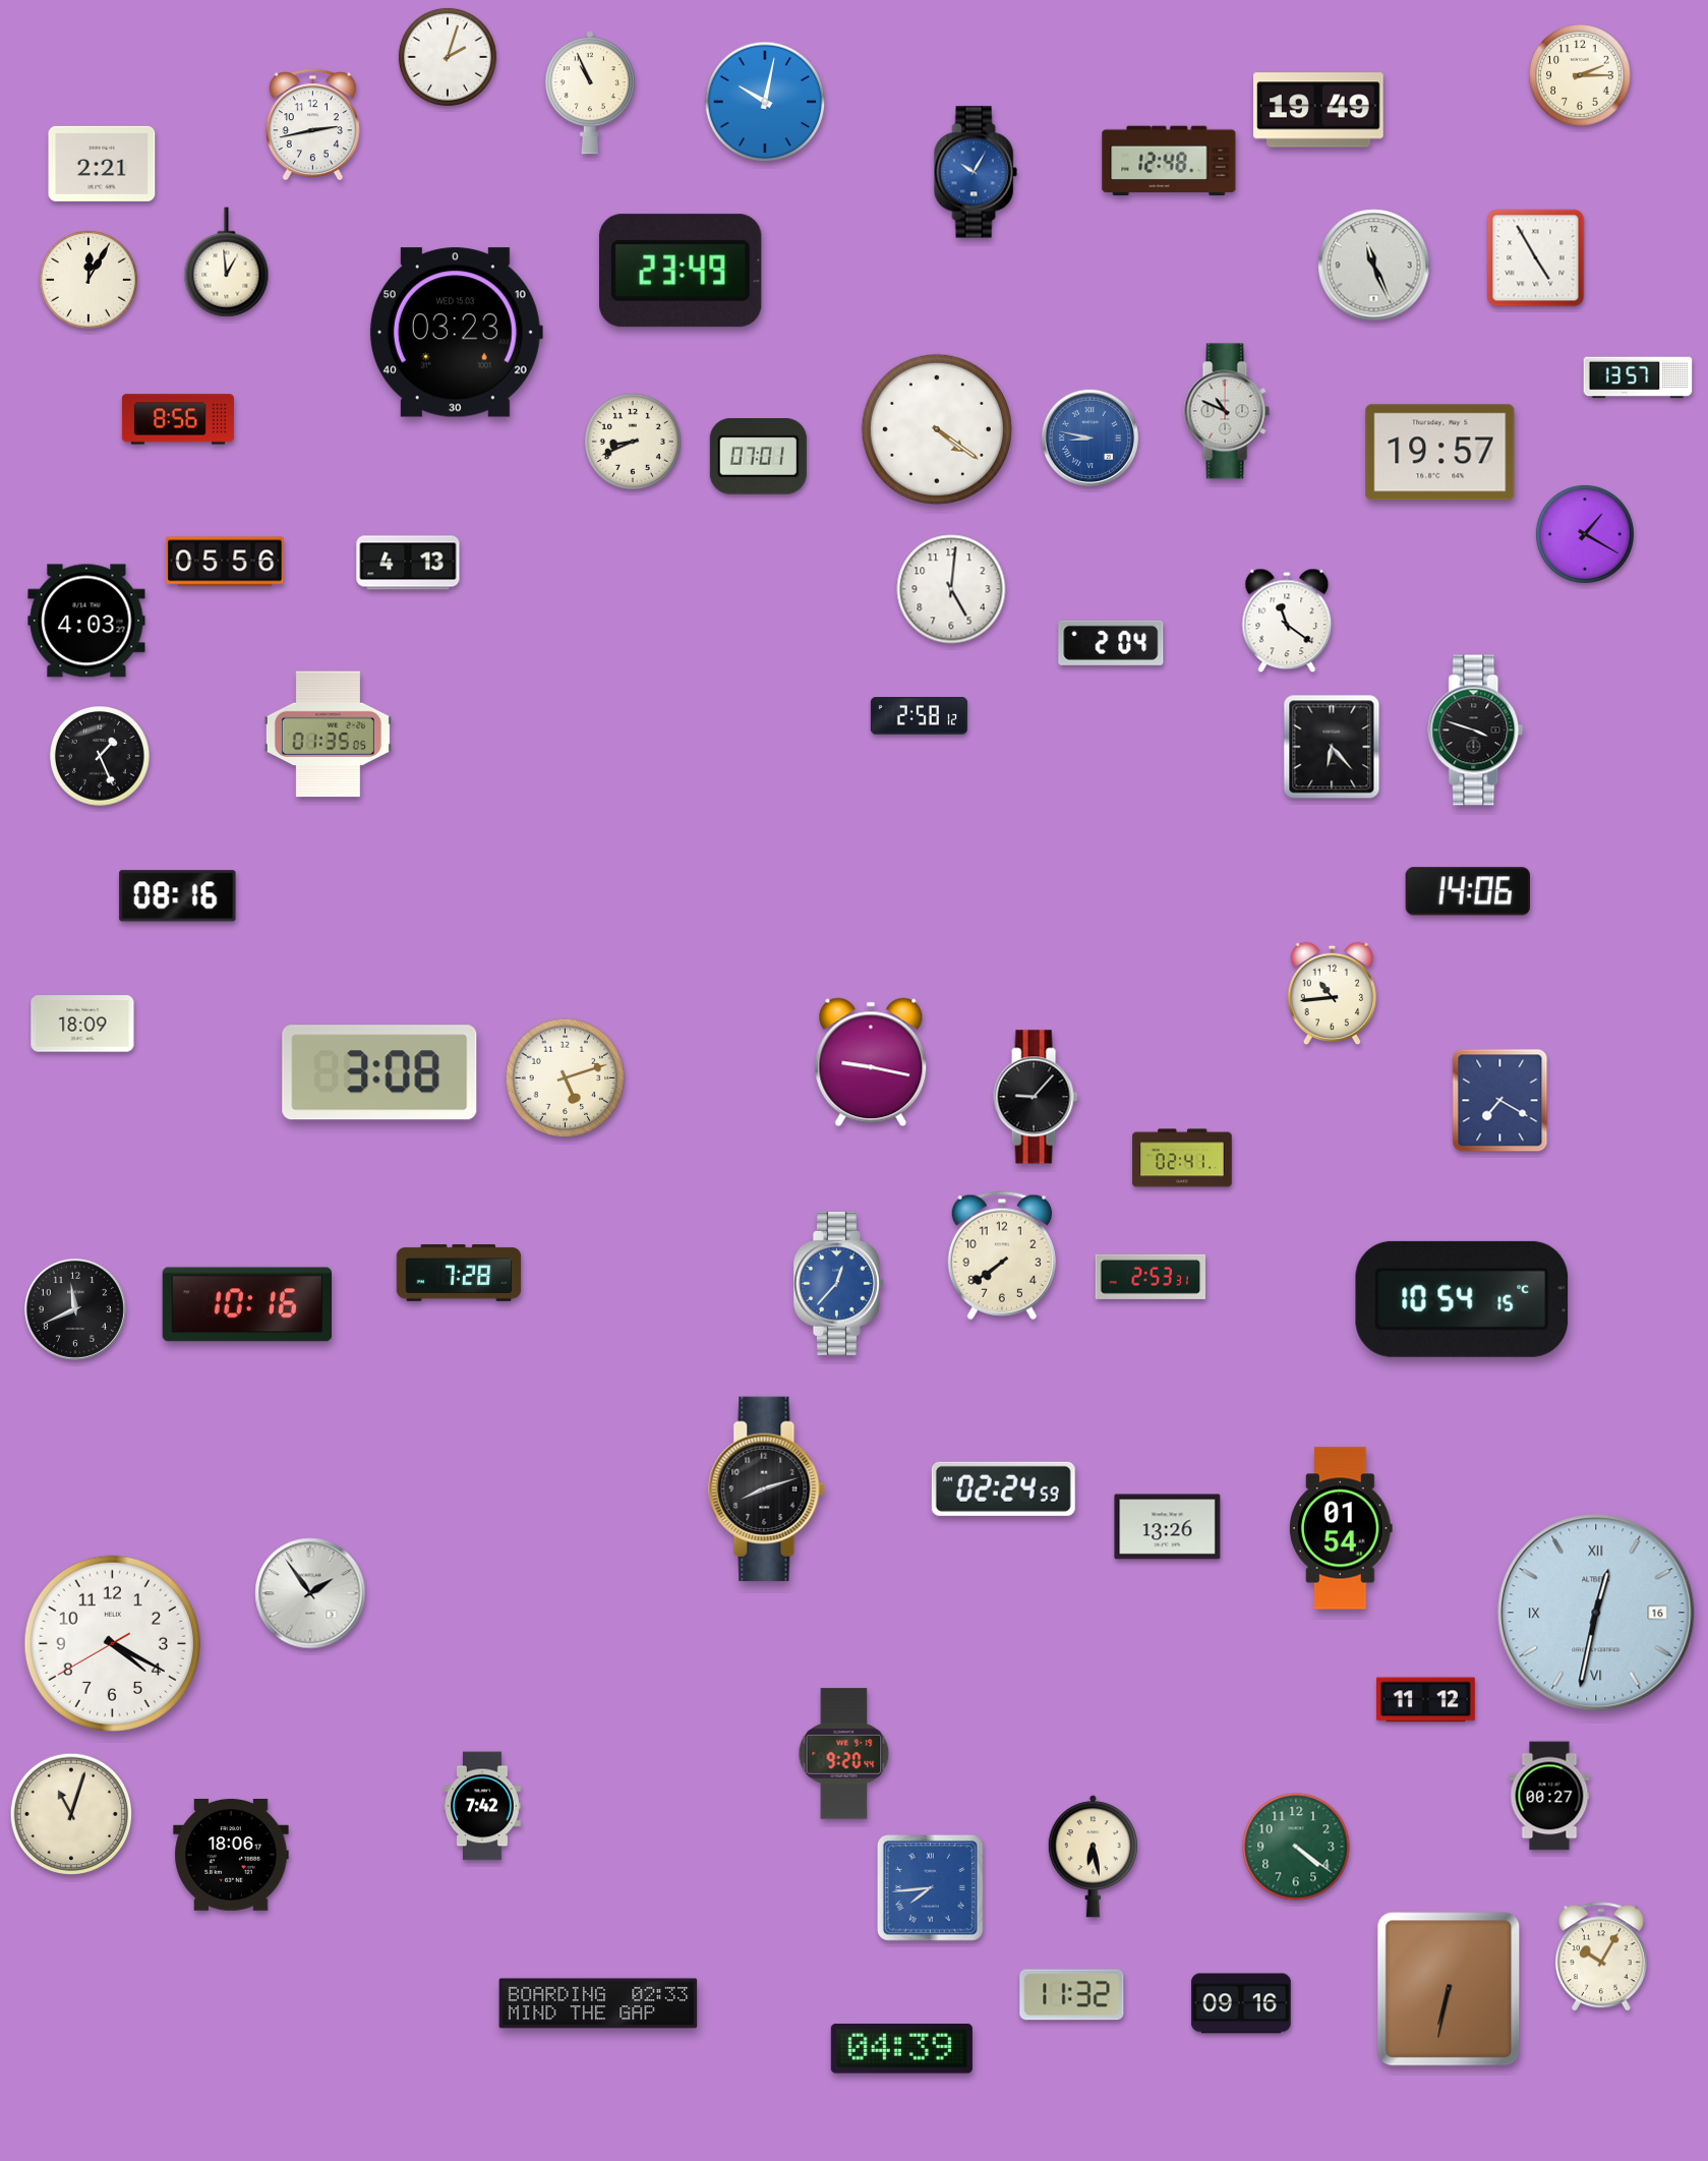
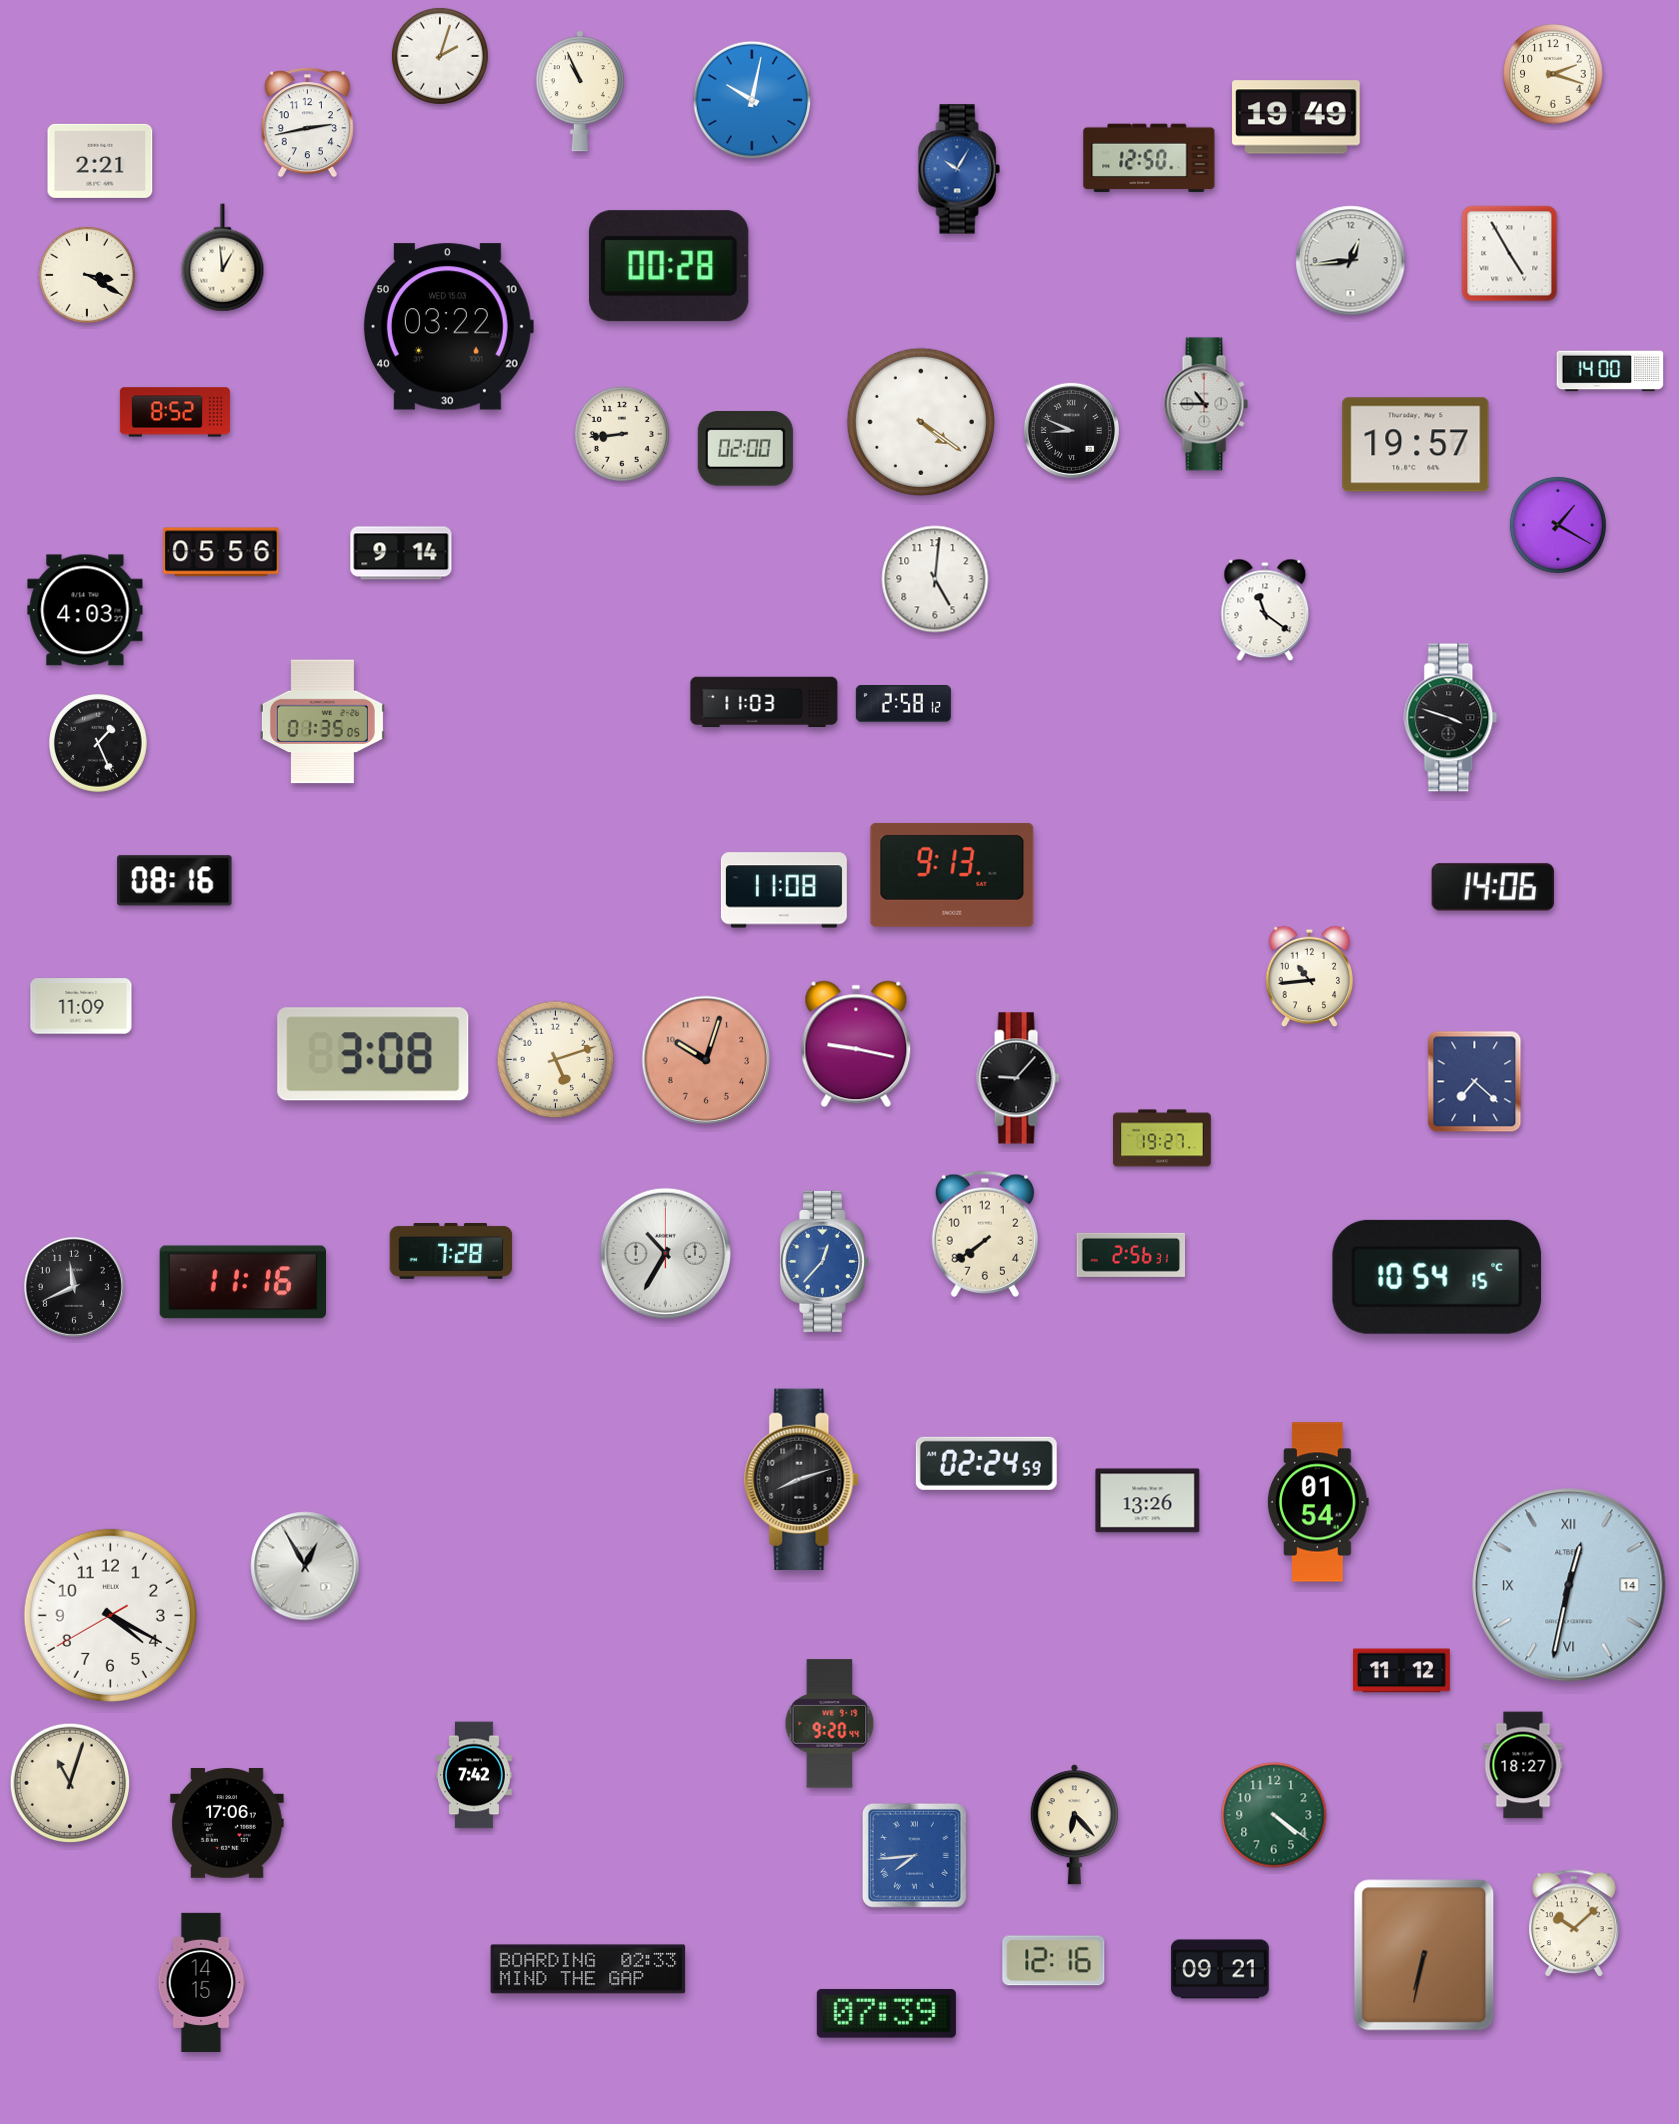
clock at (1580, 75): 2:15 -> 2:18
clock at (1318, 110) position: (1318, 110) -> (1296, 117)
clock at (1169, 161): 12:48 -> 12:50
clock at (1374, 266): 11:26 -> 12:44
clock at (681, 271): 23:49 -> 00:28
clock at (89, 280): 12:05 -> 3:20
clock at (456, 333): 03:23 -> 03:22
clock at (1638, 377): 13:57 -> 14:00
clock at (1227, 411): 10:49 -> 10:45
clock at (178, 419): 8:56 -> 8:52
clock at (1089, 437): 8:47 -> 8:49
clock at (1089, 437) dial: blue -> black
clock at (633, 442): 8:41 -> 8:44
clock at (758, 457): 07:01 -> 02:00
clock at (408, 563): 4:13 -> 9:14
clock at (1111, 643): 2:04 -> none
clock at (764, 702): none -> 11:03
clock at (1332, 747): 6:23 -> none
clock at (952, 875): none -> 9:13
clock at (1468, 891) position: (1468, 891) -> (1493, 887)
clock at (784, 890): none -> 11:08
clock at (82, 1024): 18:09 -> 11:09
clock at (706, 1060): none -> 10:03
clock at (1500, 1101): 7:20 -> 7:22
clock at (1182, 1158): 02:41 -> 19:27
clock at (666, 1254): none -> 10:35
clock at (1151, 1277): 2:53 -> 2:56
clock at (247, 1304): 10:16 -> 11:16
clock at (767, 1488) position: (767, 1488) -> (802, 1479)
clock at (310, 1593): 1:54 -> 12:55
clock at (1596, 1613) date: 16 -> 14
clock at (1549, 1796): 00:27 -> 18:27
clock at (231, 1856): 18:06 -> 17:06
clock at (1093, 1857): 6:28 -> 6:23
clock at (1601, 1958): 10:05 -> 10:08
clock at (1072, 1995): 11:32 -> 12:16
clock at (1241, 2003): 09:16 -> 09:21
clock at (201, 1982): none -> 14:15
clock at (901, 2049): 04:39 -> 07:39
